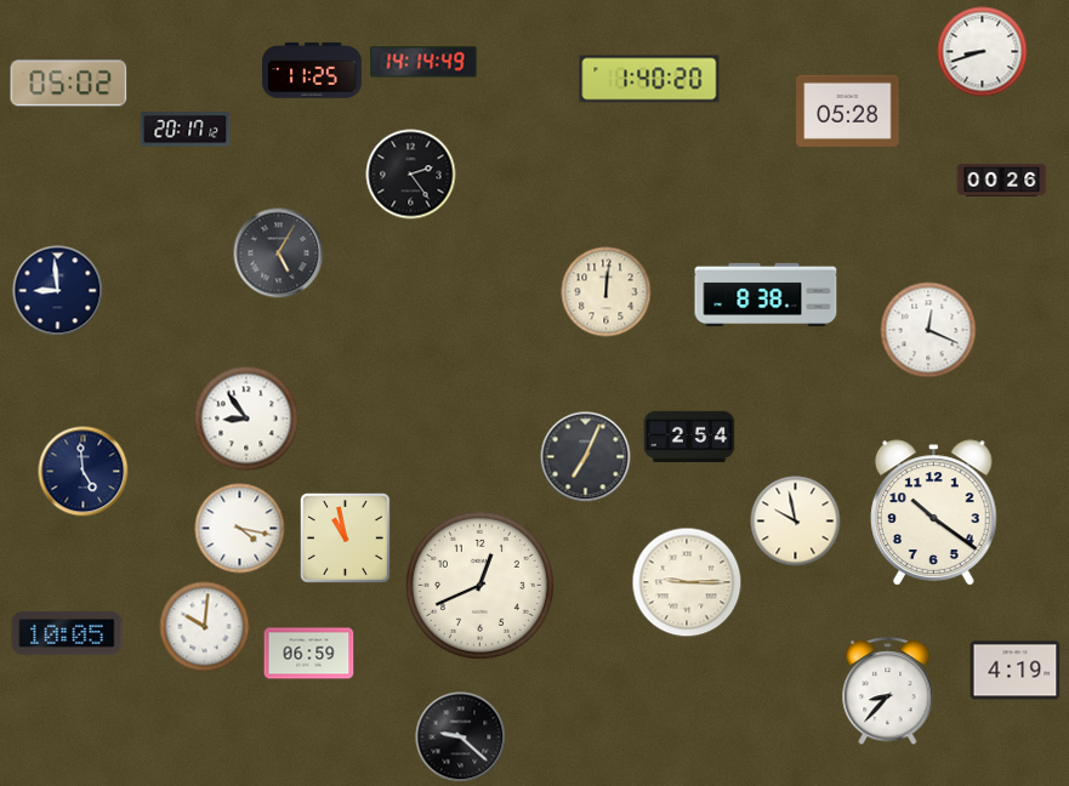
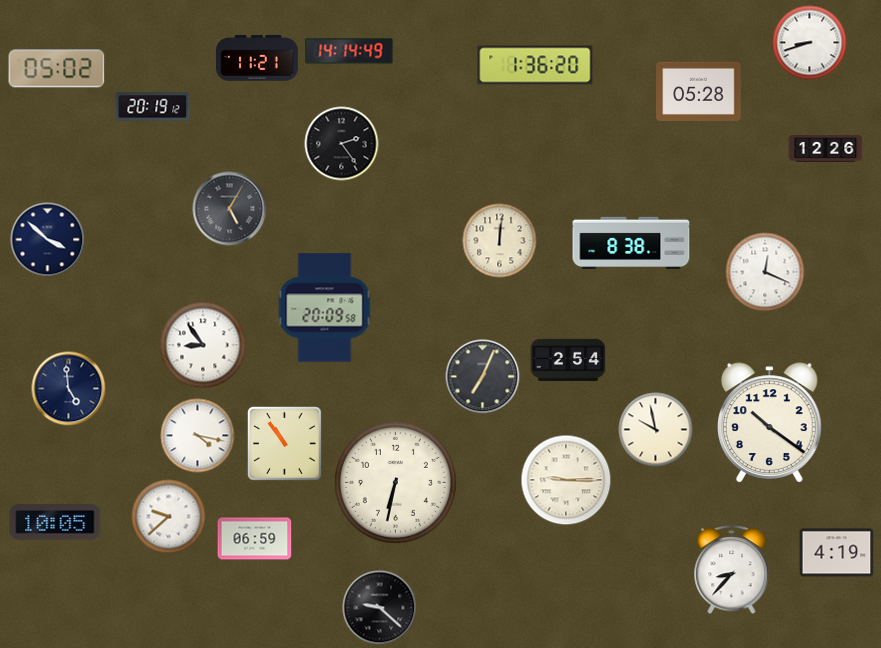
clock at (313, 70): 11:25 -> 11:21
clock at (649, 79): 1:40 -> 1:36
clock at (186, 130): 20:17 -> 20:19
clock at (411, 175) position: (411, 175) -> (342, 144)
clock at (1002, 181): 00:26 -> 12:26
clock at (58, 291): 8:59 -> 3:52
clock at (325, 308): none -> 20:09
clock at (346, 539): 10:58 -> 10:54
clock at (479, 585): 12:41 -> 6:32
clock at (205, 627): 10:01 -> 9:38
